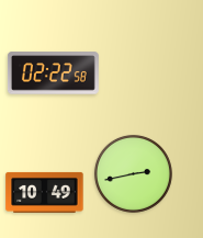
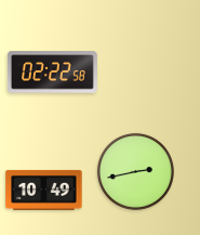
clock at (133, 173) position: (133, 173) -> (135, 171)
